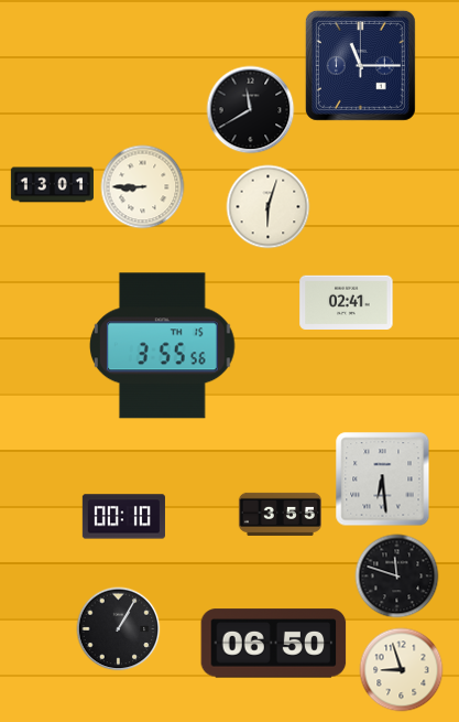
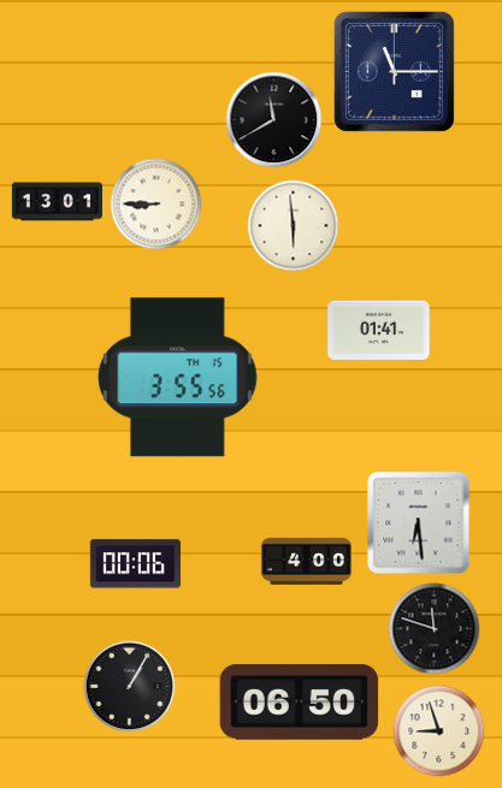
clock at (269, 207): 6:03 -> 5:59
clock at (347, 302): 02:41 -> 01:41
clock at (280, 514): 3:55 -> 4:00
clock at (123, 517): 00:10 -> 00:06
